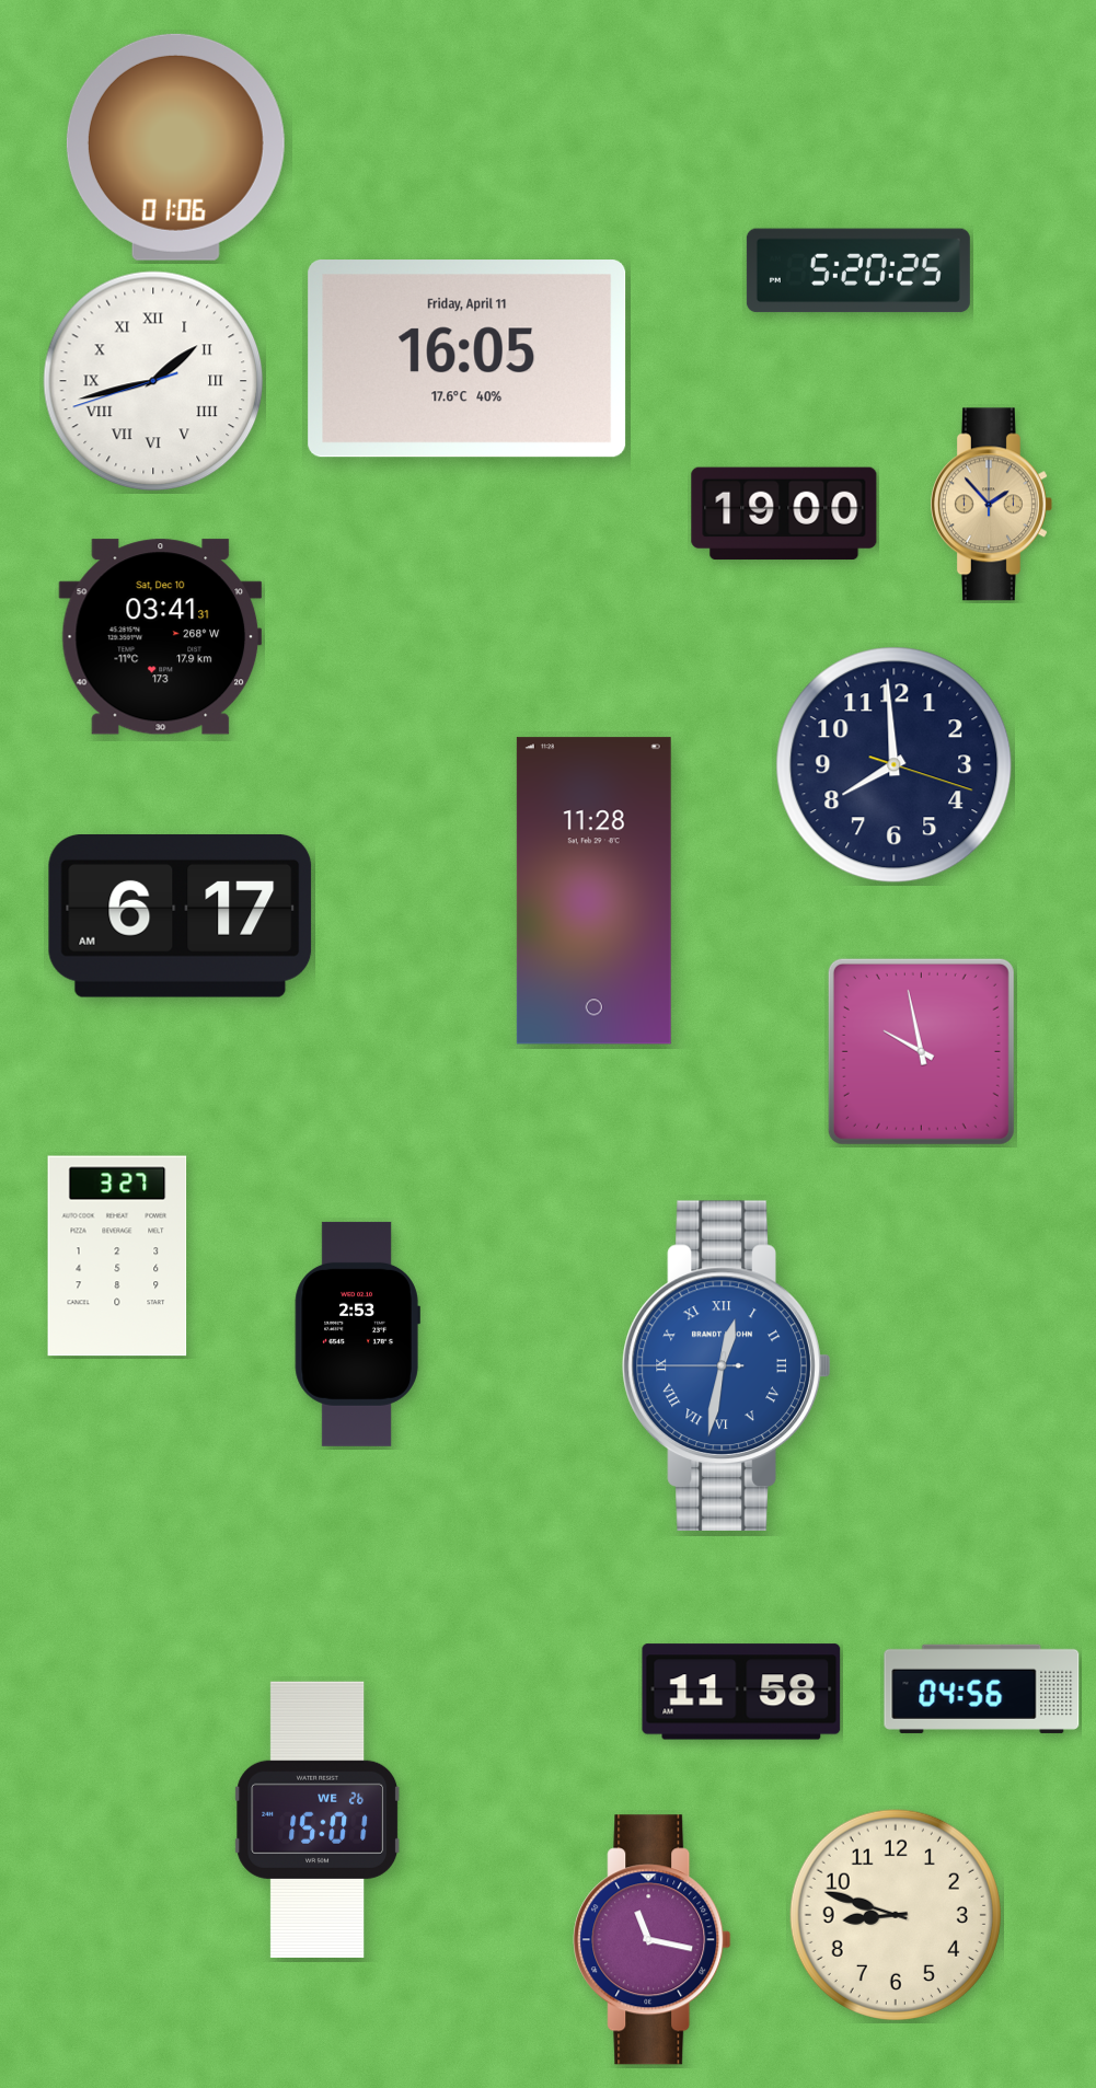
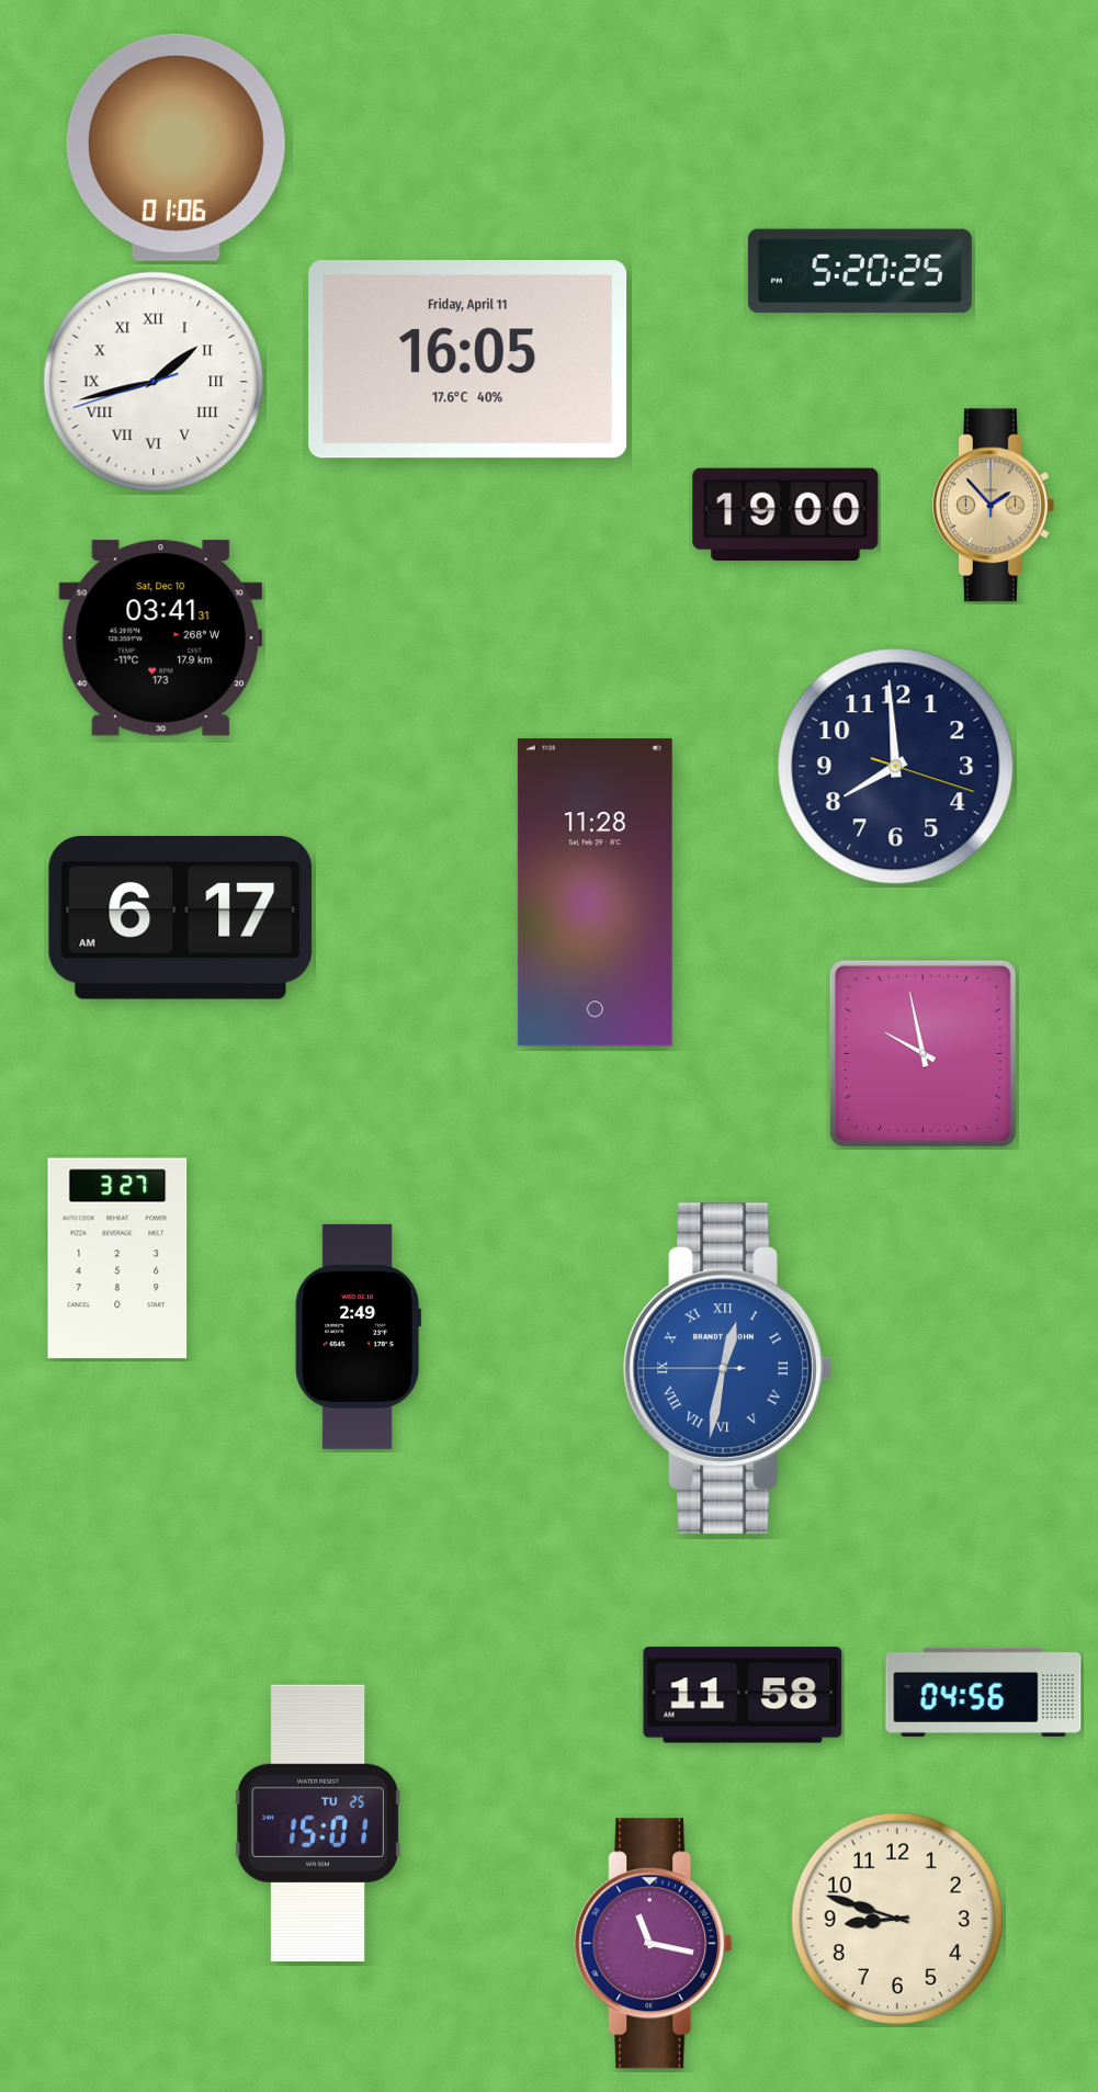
clock at (357, 1334): 2:53 -> 2:49
clock at (318, 1820) date: WE 26 -> TU 25
